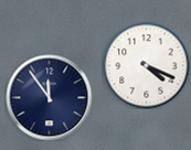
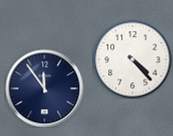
clock at (146, 65): 4:19 -> 4:23
